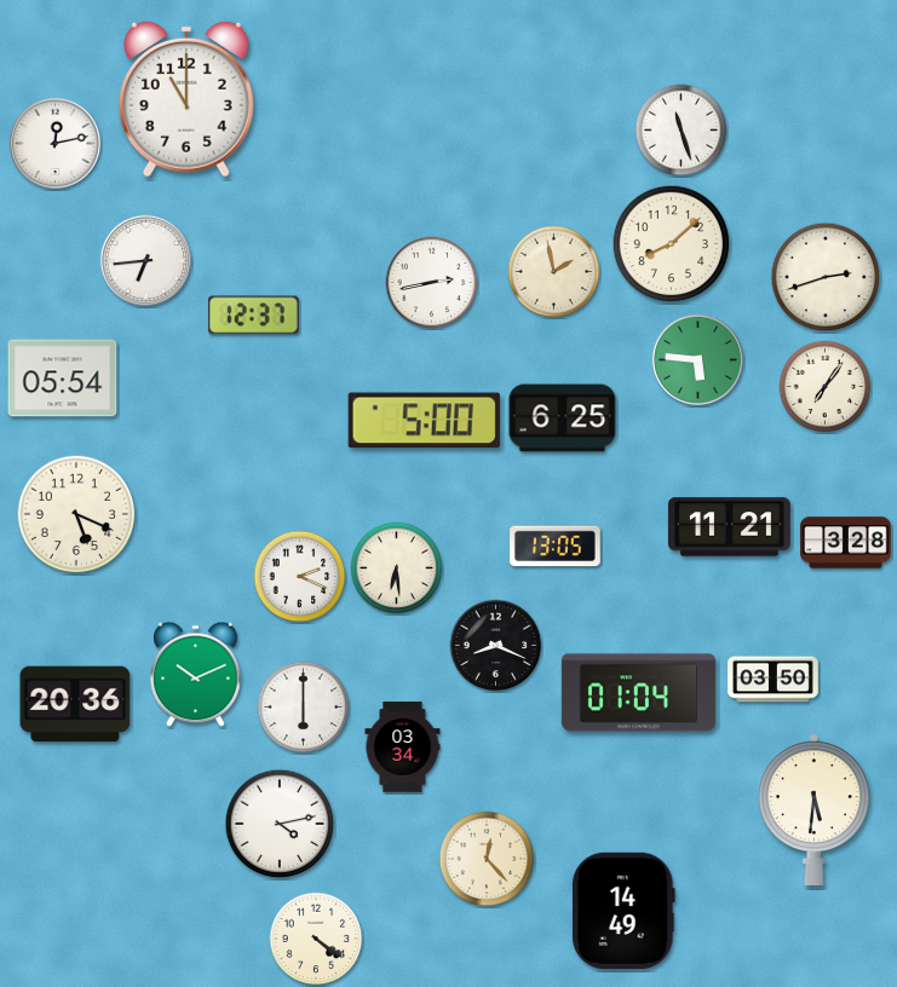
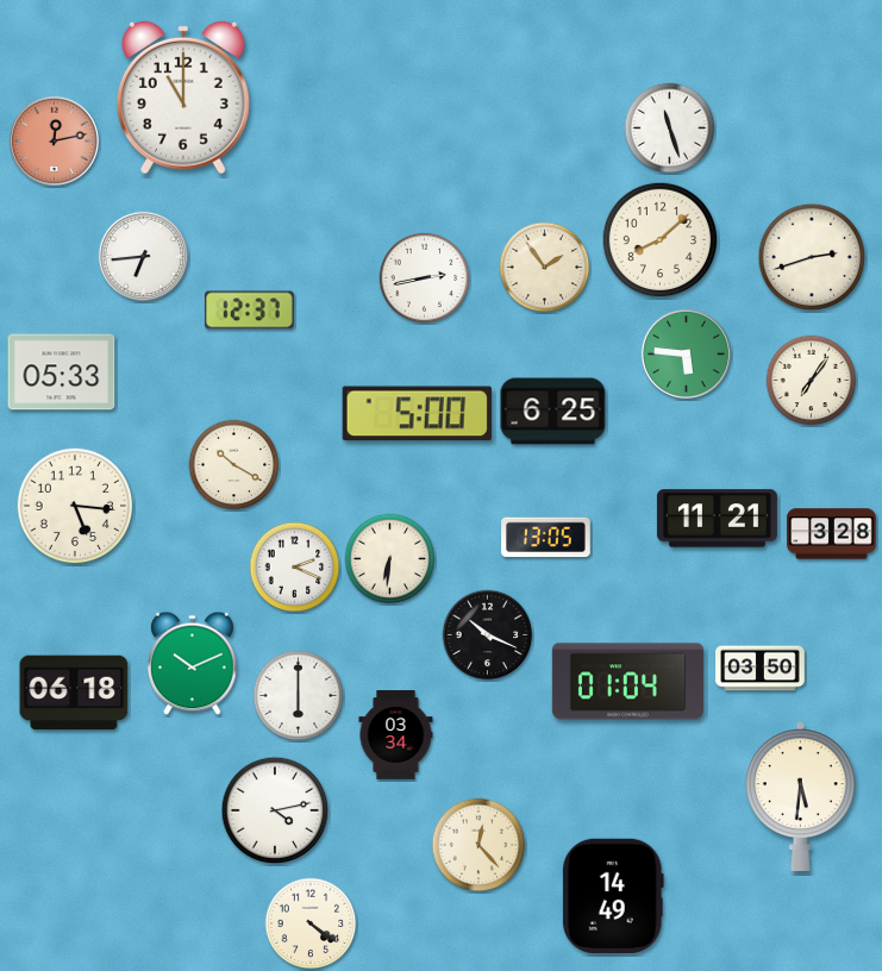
clock at (54, 143) dial: white -> salmon
clock at (554, 272): 1:58 -> 1:54
clock at (826, 277) position: (826, 277) -> (812, 257)
clock at (63, 379): 05:54 -> 05:33
clock at (234, 465): none -> 10:20
clock at (76, 514): 5:19 -> 5:16
clock at (397, 568): 6:29 -> 6:31
clock at (496, 646): 8:19 -> 10:19
clock at (75, 704): 20:36 -> 06:18
